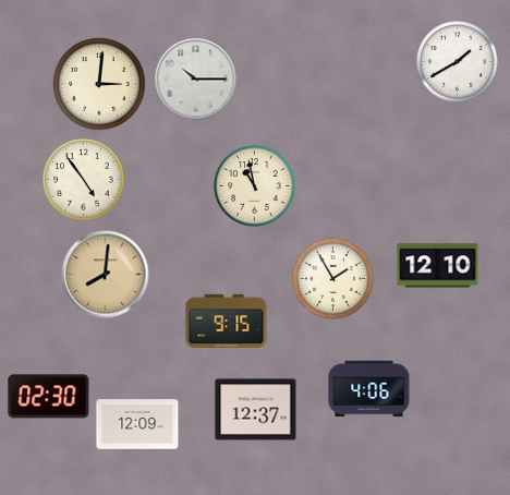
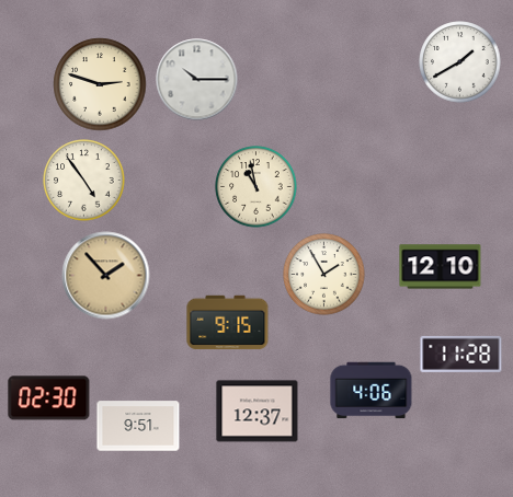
clock at (99, 84): 3:01 -> 2:48
clock at (106, 275): 8:01 -> 1:53
clock at (333, 279) position: (333, 279) -> (324, 275)
clock at (461, 354): none -> 11:28
clock at (137, 424): 12:09 -> 9:51
